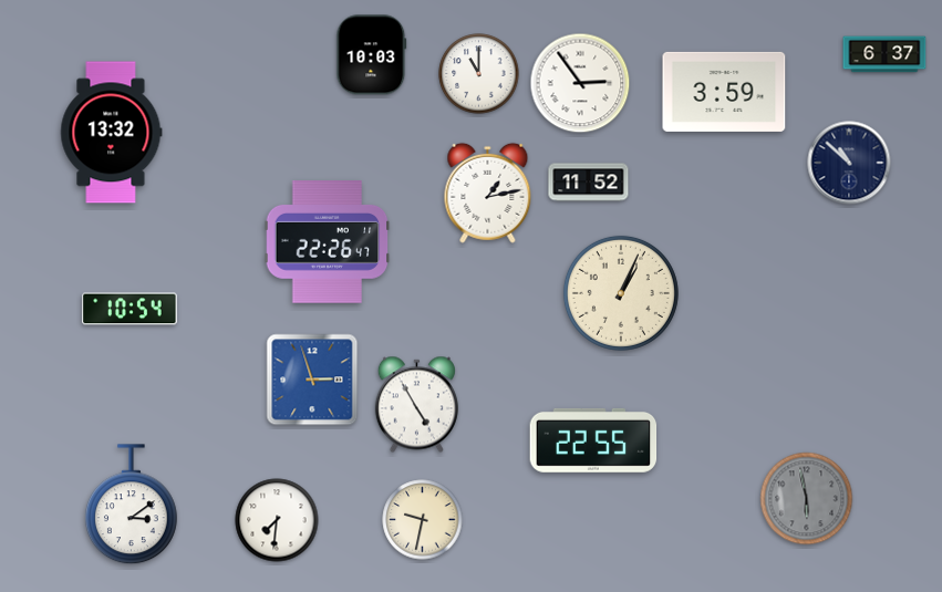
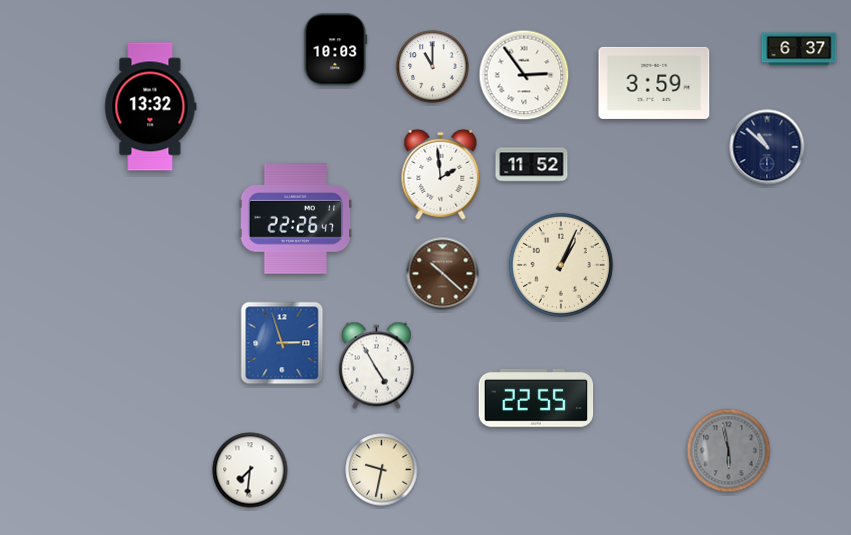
clock at (112, 133) position: (112, 133) -> (151, 107)
clock at (488, 193): 1:13 -> 1:59
clock at (443, 274): none -> 10:22
clock at (130, 309): 10:54 -> none
clock at (131, 505): 3:09 -> none
